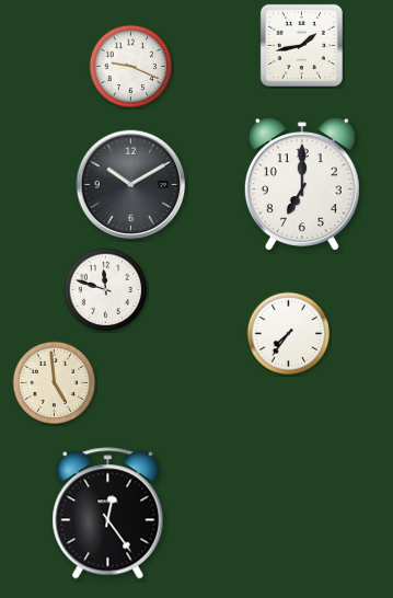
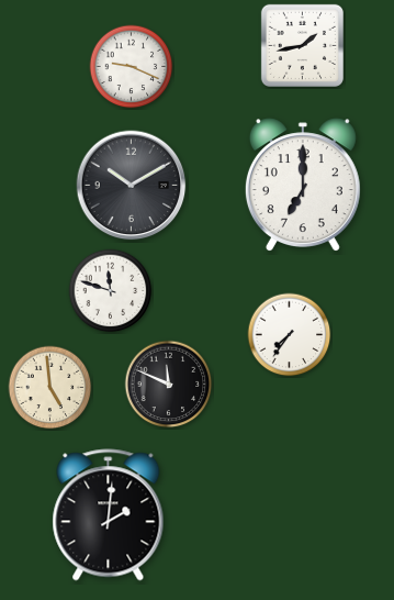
clock at (106, 290) position: (106, 290) -> (111, 291)
clock at (55, 383) position: (55, 383) -> (50, 388)
clock at (169, 385): none -> 11:49
clock at (108, 514): 12:24 -> 2:01
